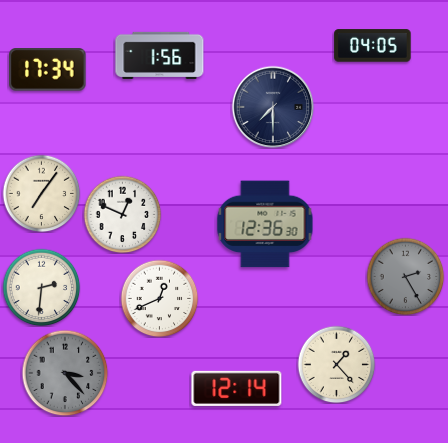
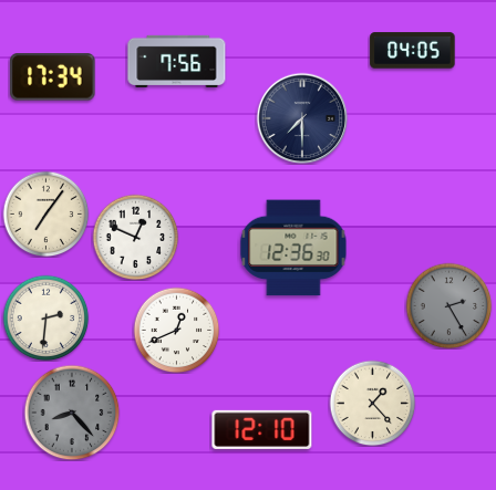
clock at (160, 55): 1:56 -> 7:56
clock at (65, 373): 3:23 -> 8:23
clock at (237, 388): 12:14 -> 12:10
